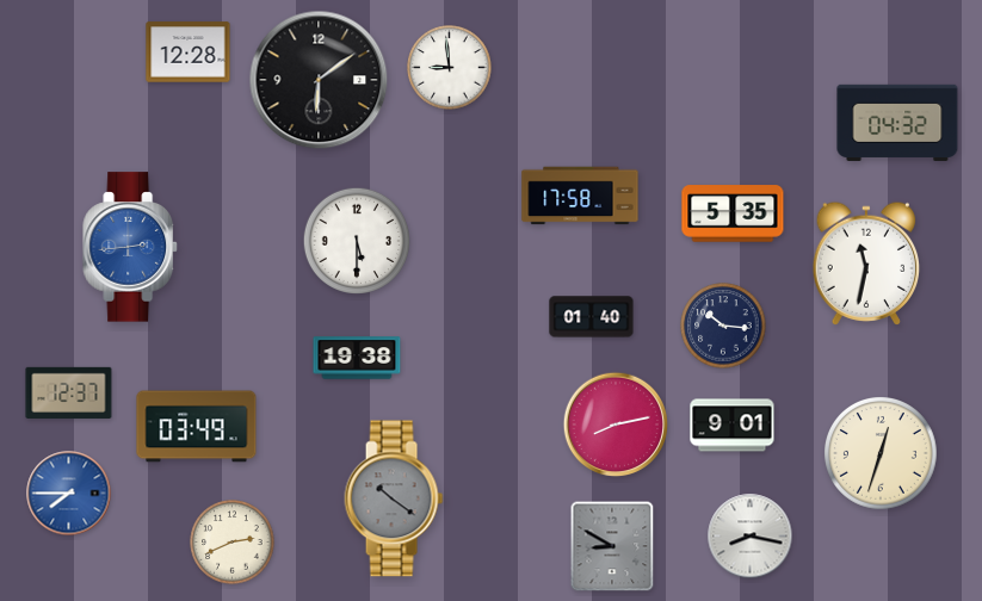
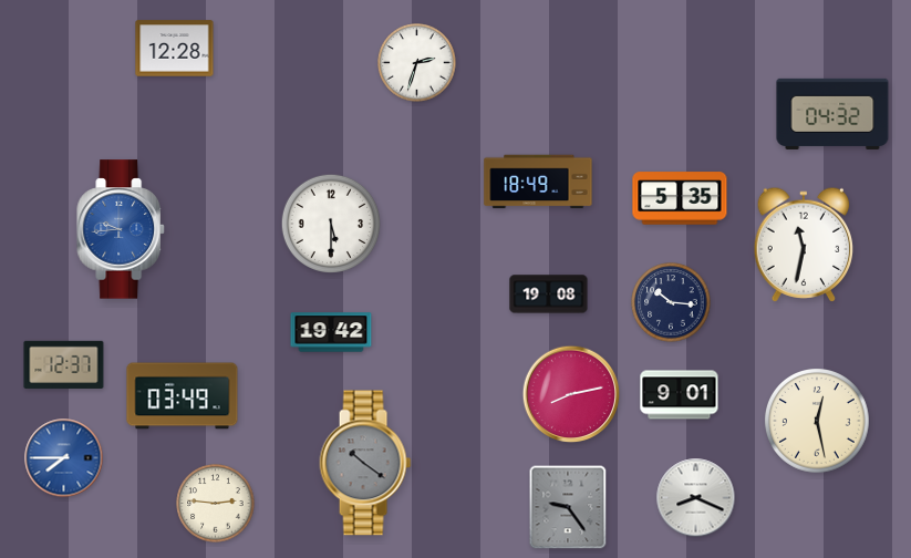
clock at (450, 68): 8:59 -> 2:33
clock at (319, 80): 6:09 -> none
clock at (580, 196): 17:58 -> 18:49
clock at (130, 247): 2:44 -> 9:44
clock at (592, 317): 01:40 -> 19:08
clock at (357, 358): 19:38 -> 19:42
clock at (881, 453): 12:33 -> 12:28
clock at (751, 537): 8:17 -> 8:19
clock at (233, 543): 2:41 -> 2:46
clock at (612, 546): 8:50 -> 9:24
